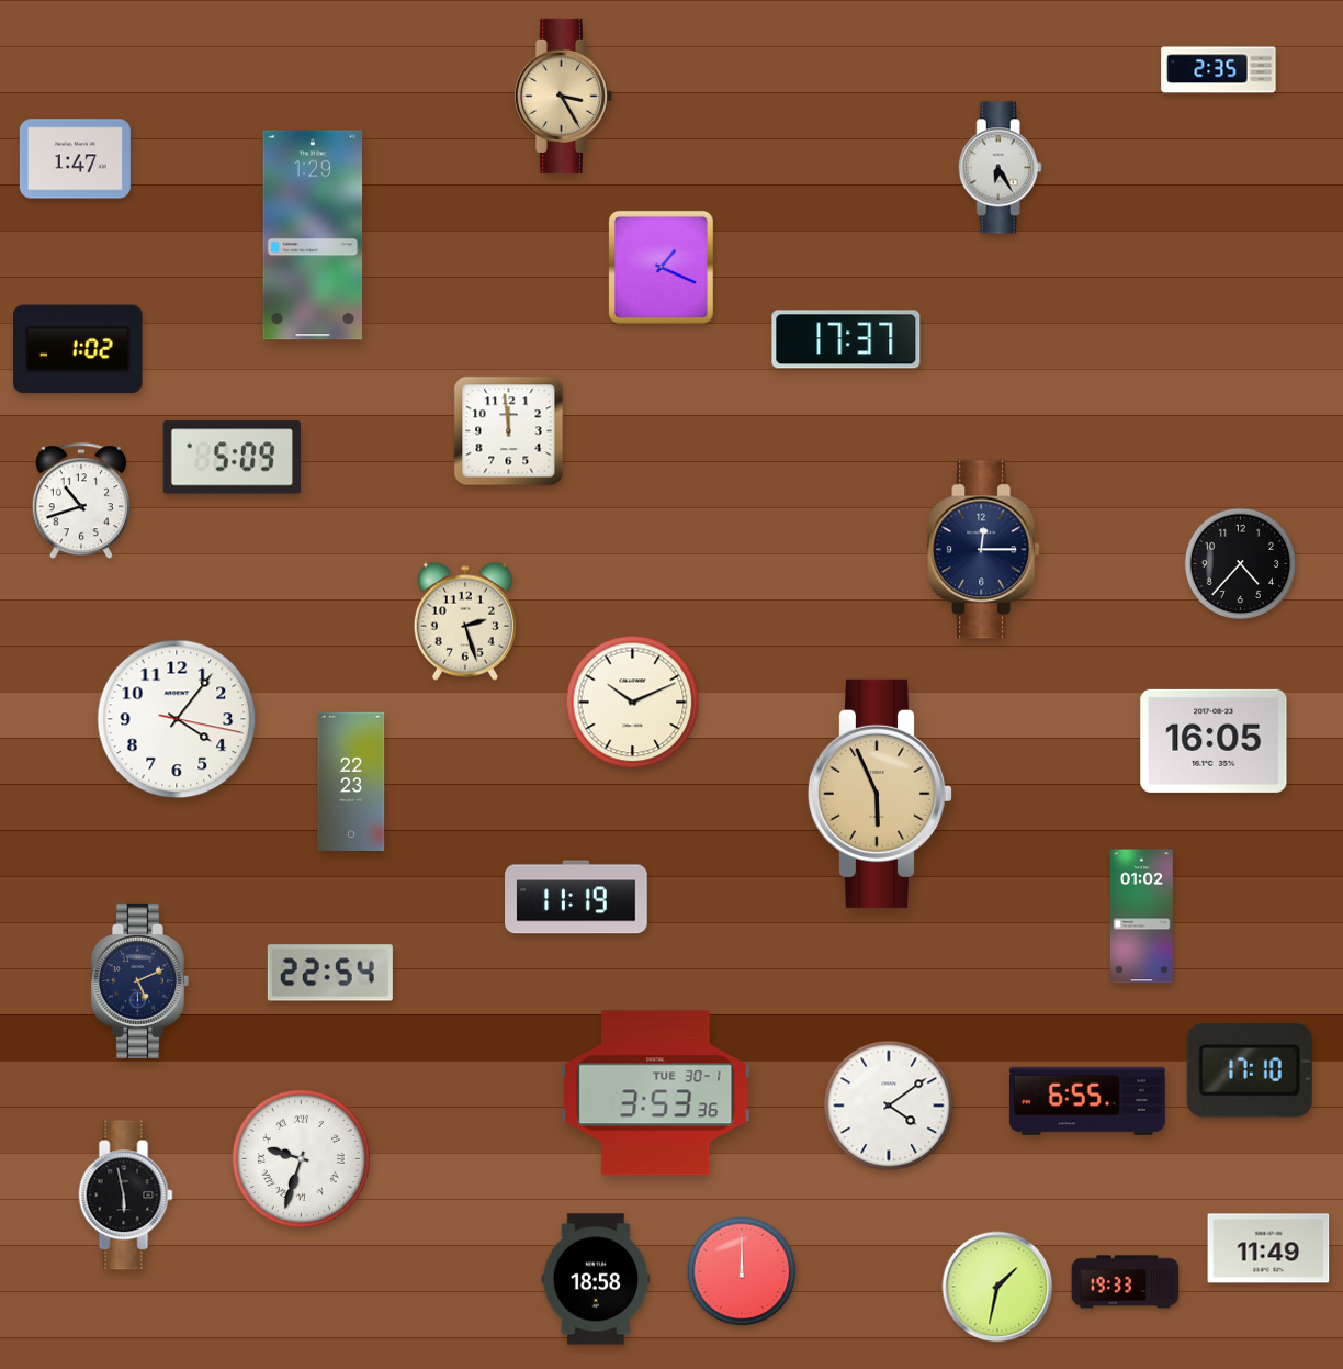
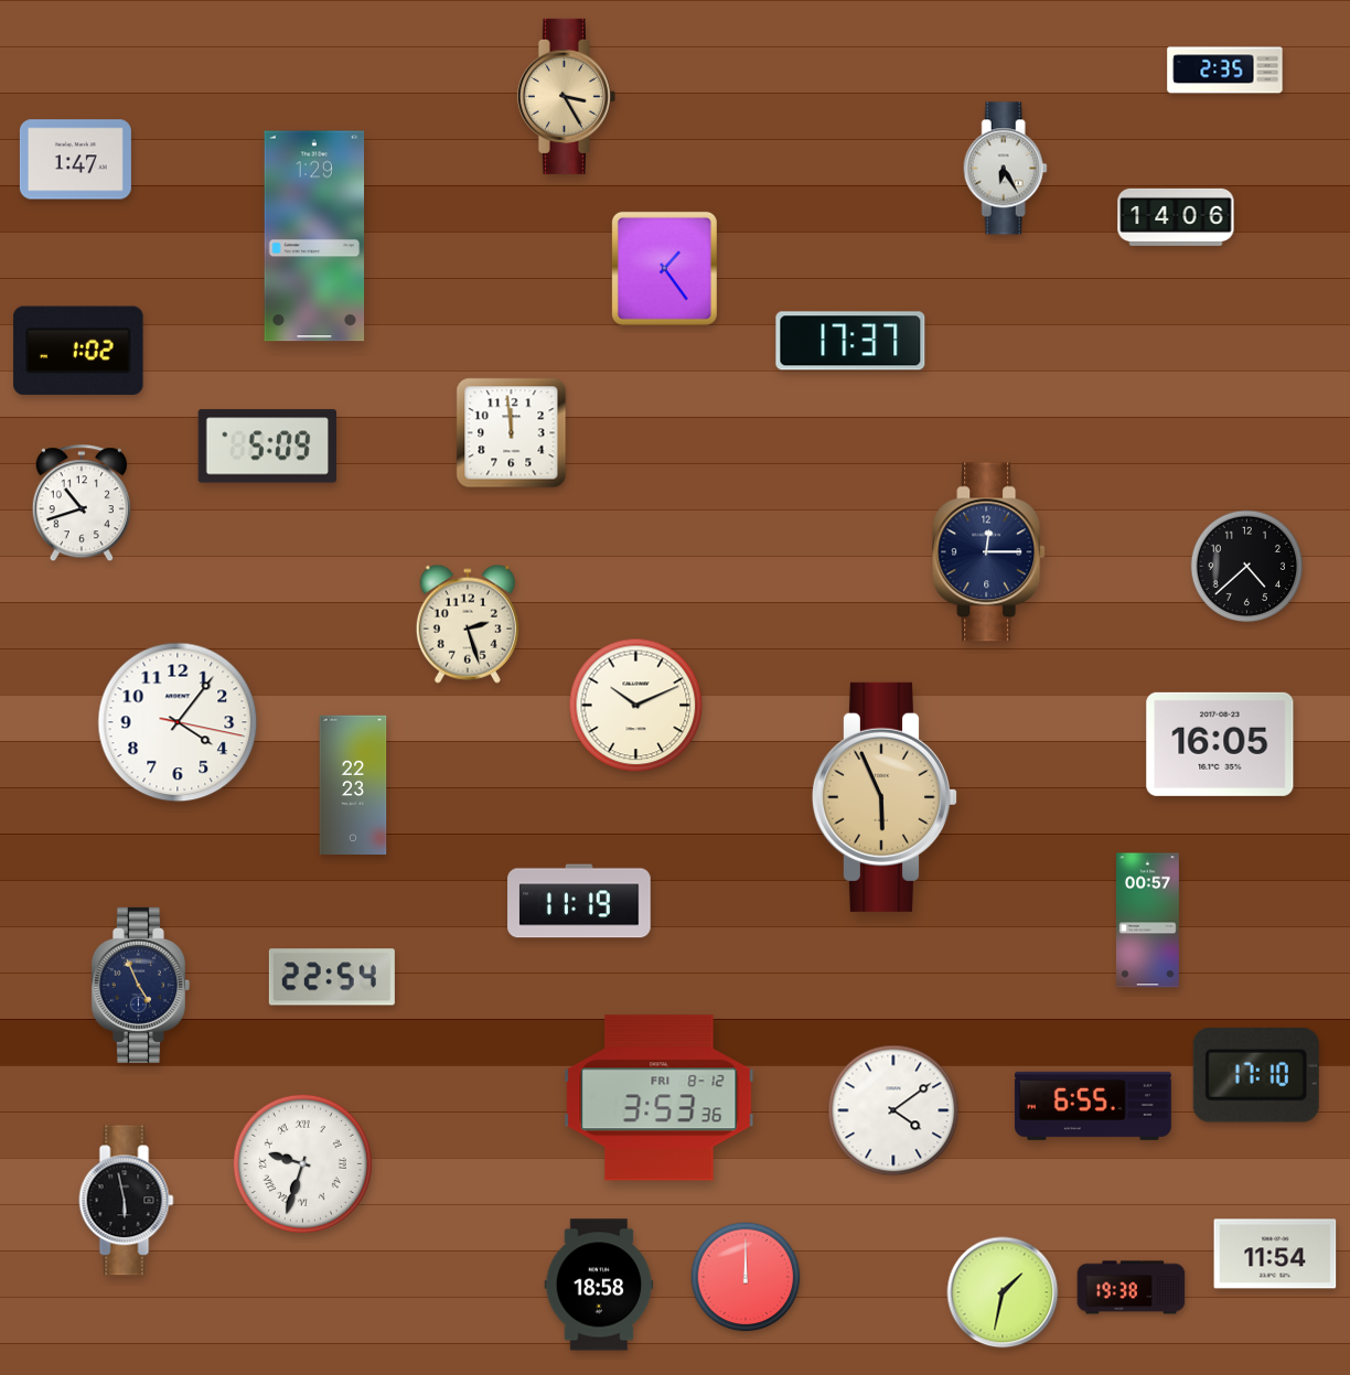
clock at (1176, 217): none -> 14:06
clock at (661, 267): 1:19 -> 1:24
clock at (232, 458) position: (232, 458) -> (267, 447)
clock at (1241, 564): 4:37 -> 4:38
clock at (1141, 917): 01:02 -> 00:57
clock at (139, 980): 5:11 -> 4:56
clock at (656, 1093) date: TUE 30-1 -> FRI 8-12
clock at (1268, 1248): 11:49 -> 11:54
clock at (1126, 1282): 19:33 -> 19:38
